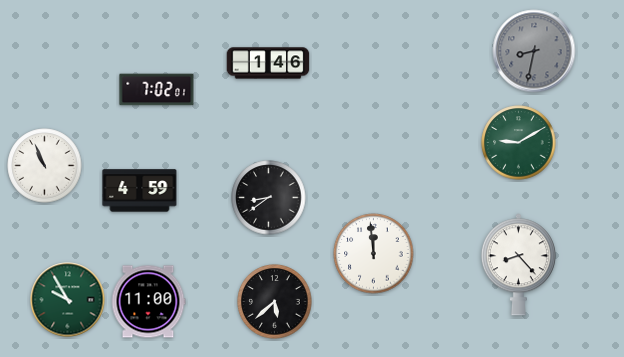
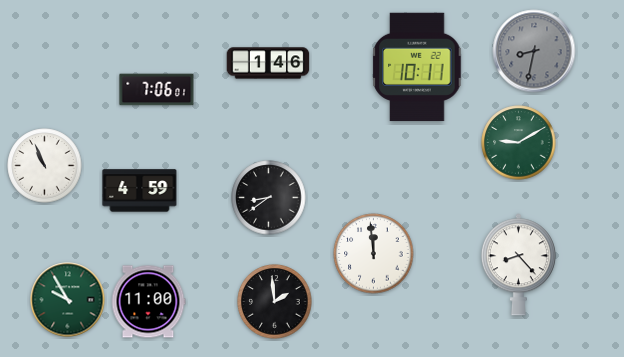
clock at (417, 67): none -> 10:11
clock at (157, 90): 7:02 -> 7:06
clock at (275, 302): 5:38 -> 1:59
